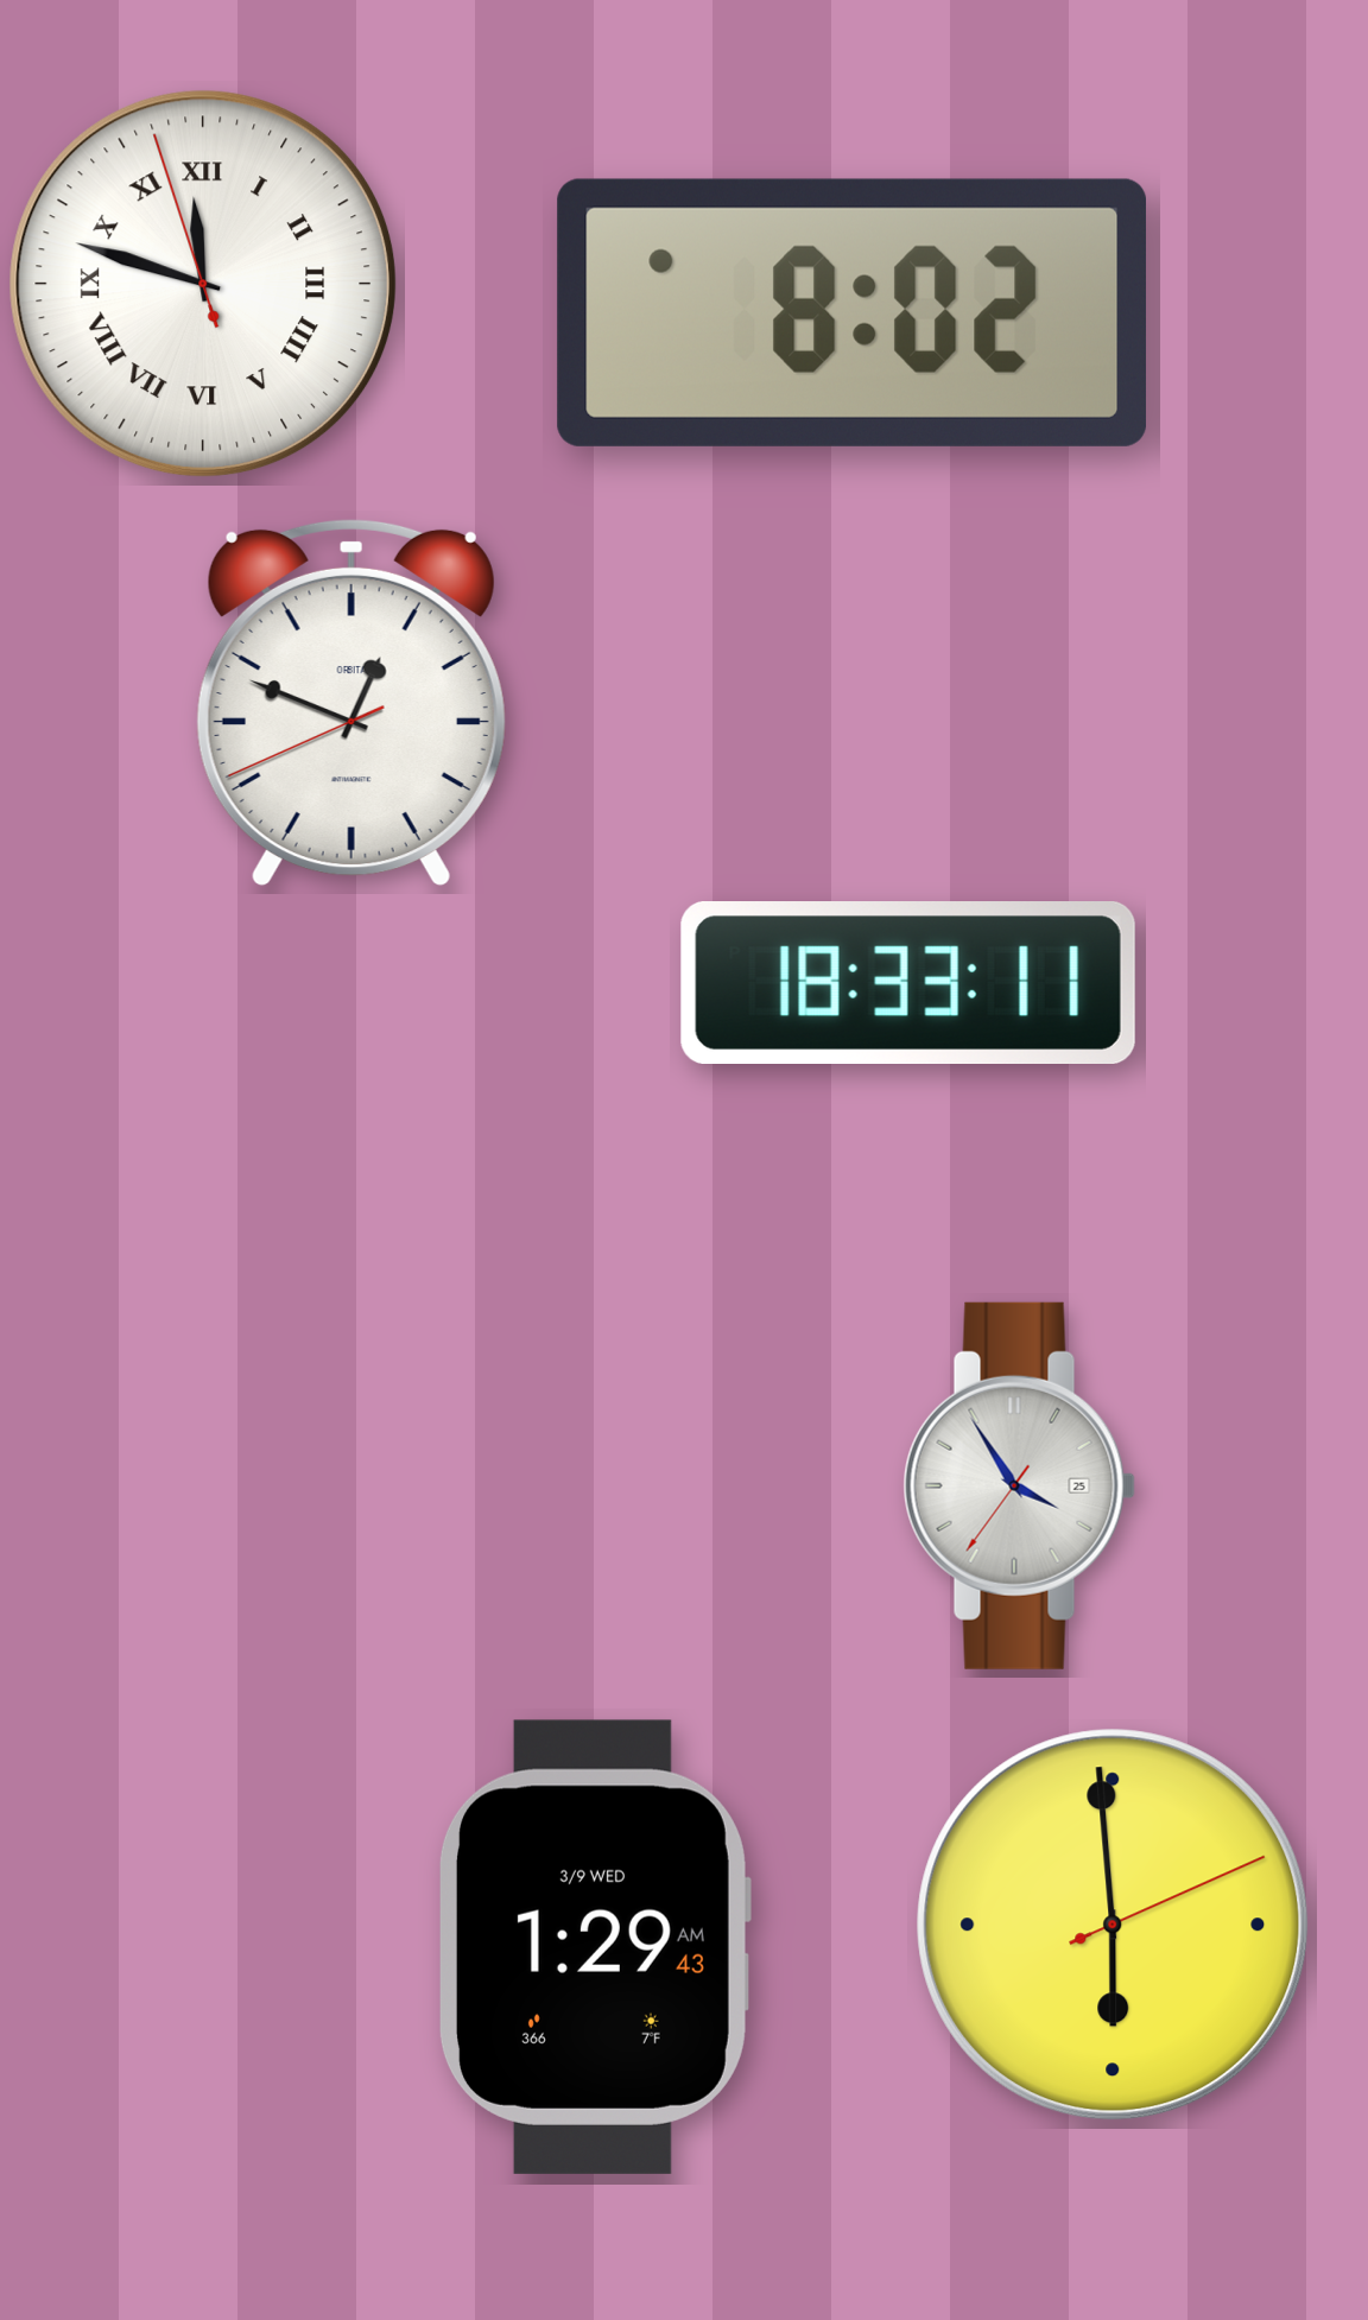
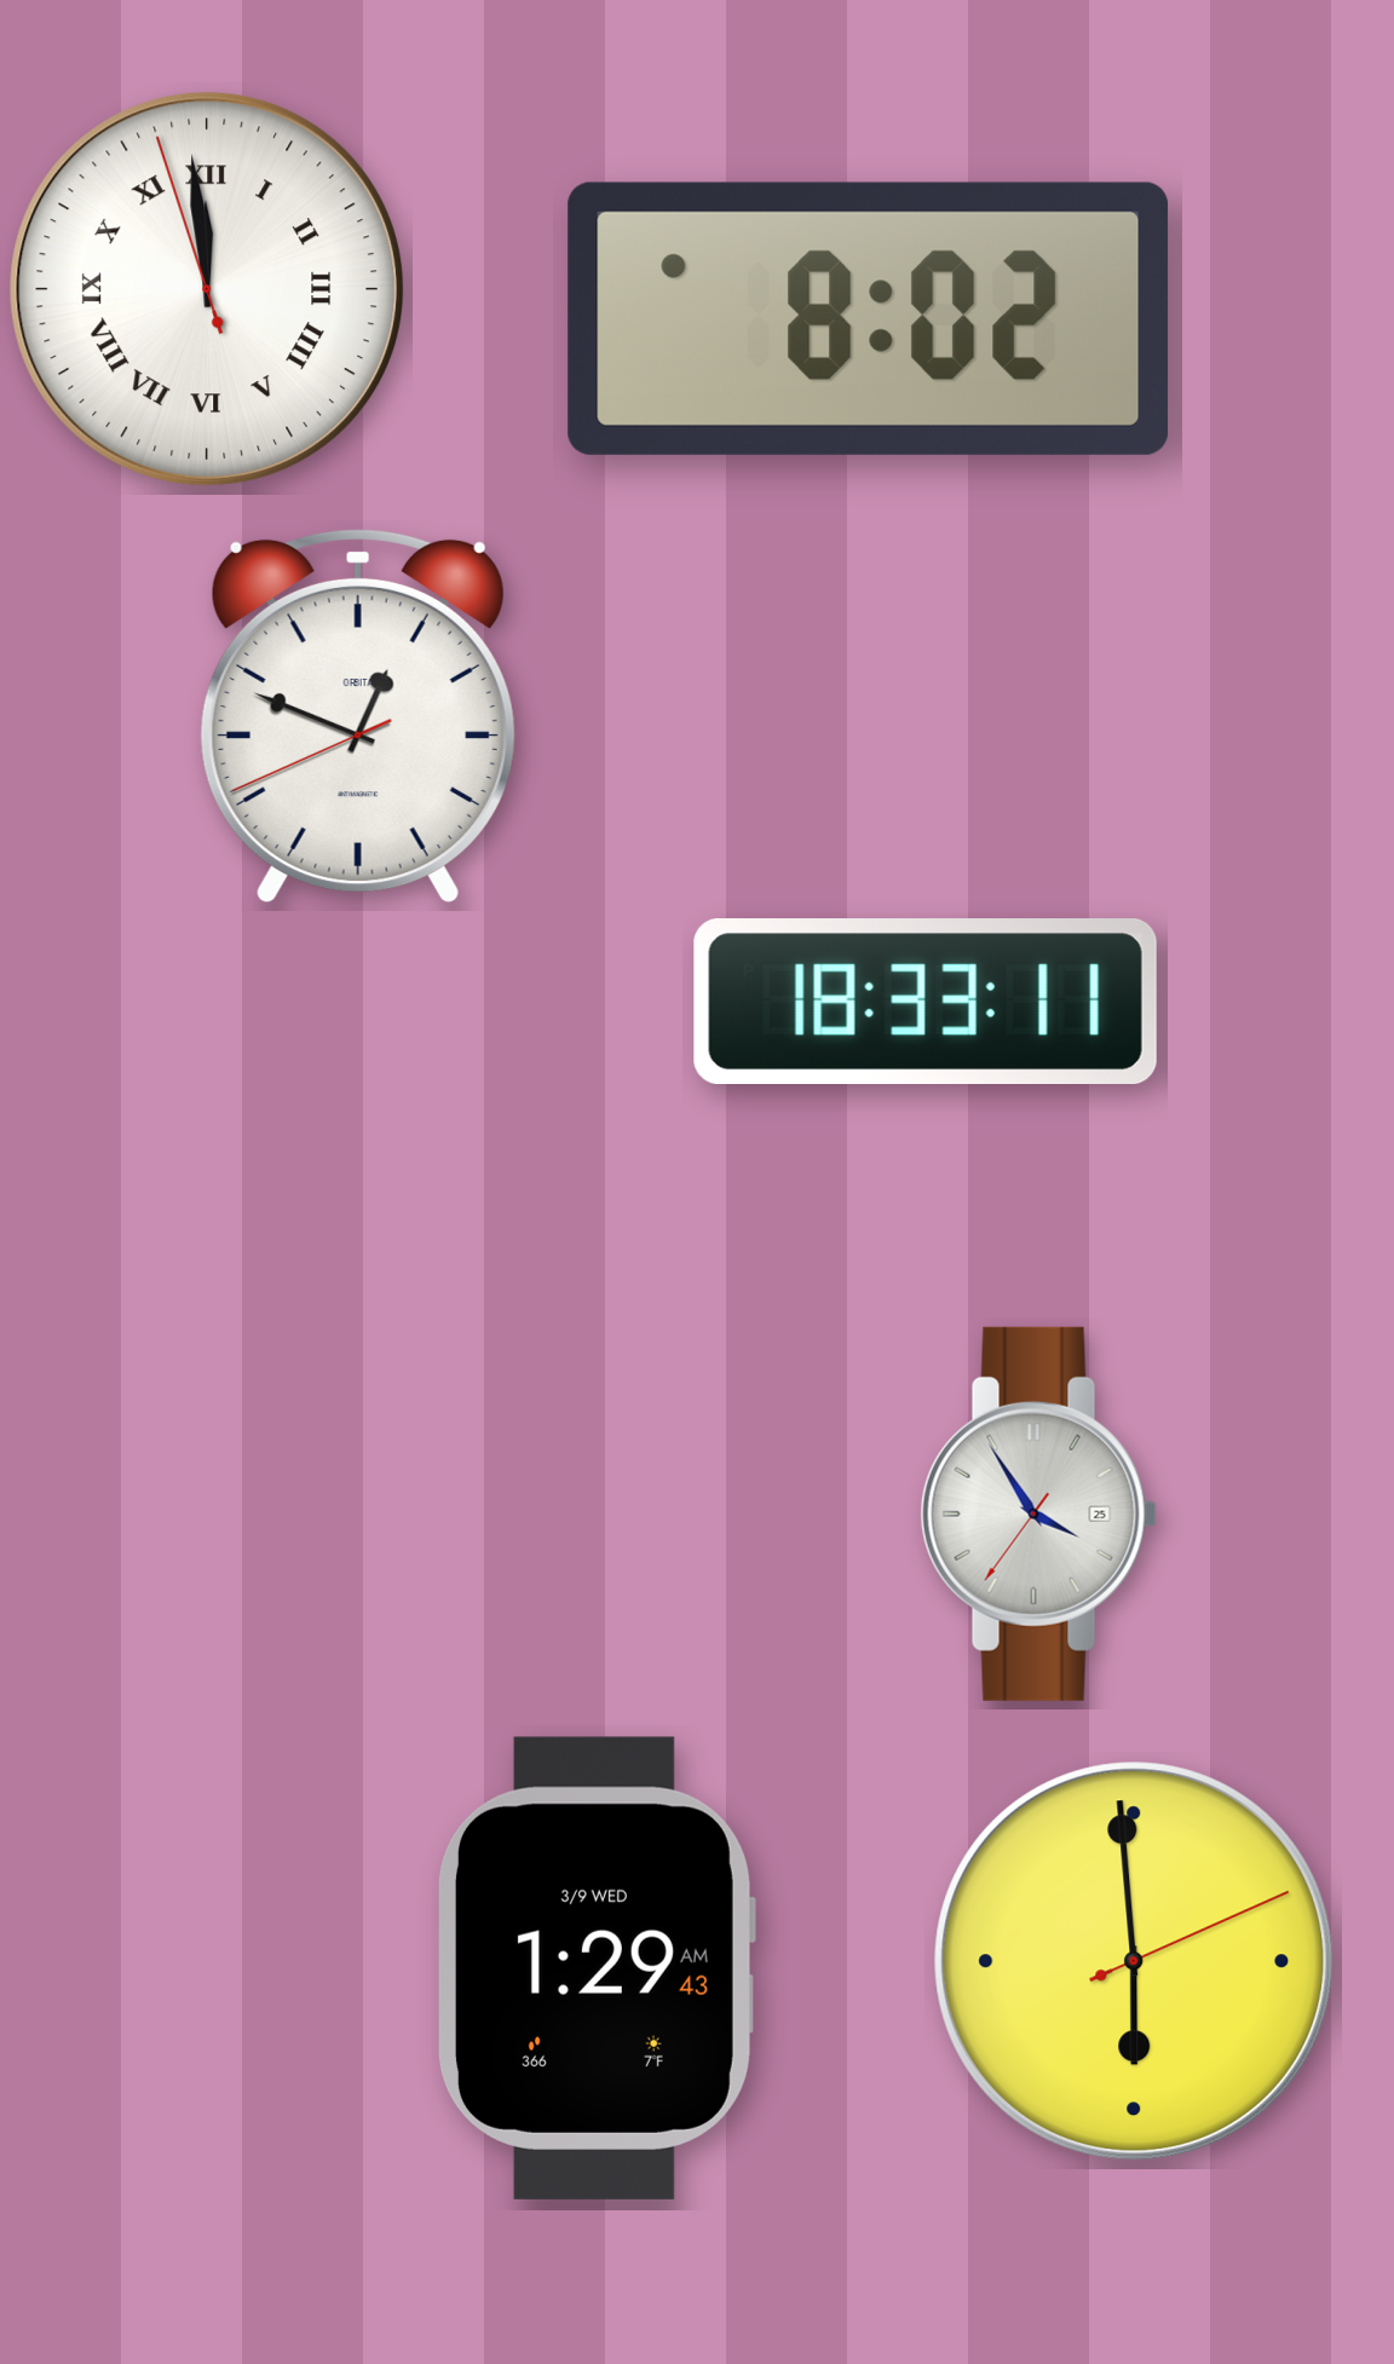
clock at (202, 283): 11:47 -> 11:58
clock at (594, 1947) position: (594, 1947) -> (595, 1968)
